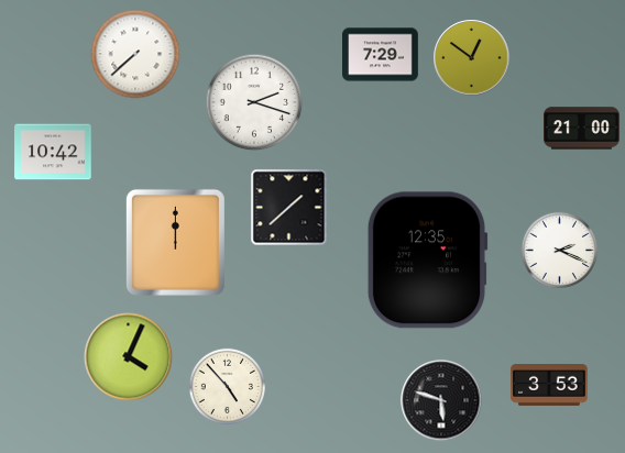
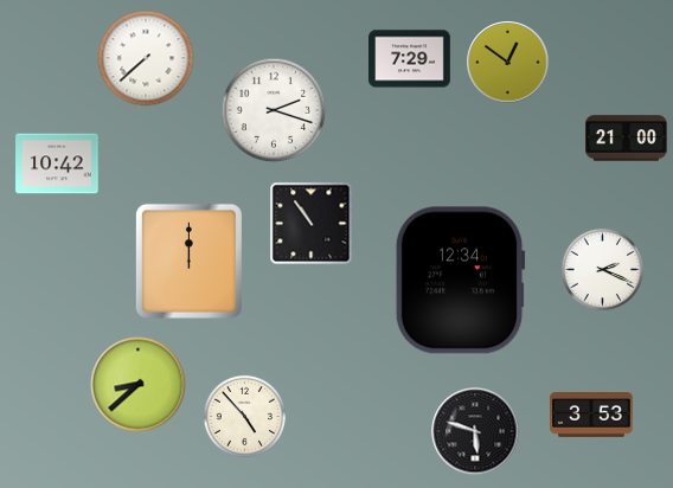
clock at (289, 208): 1:38 -> 10:54
clock at (427, 261): 12:35 -> 12:34
clock at (129, 357): 4:04 -> 8:38
